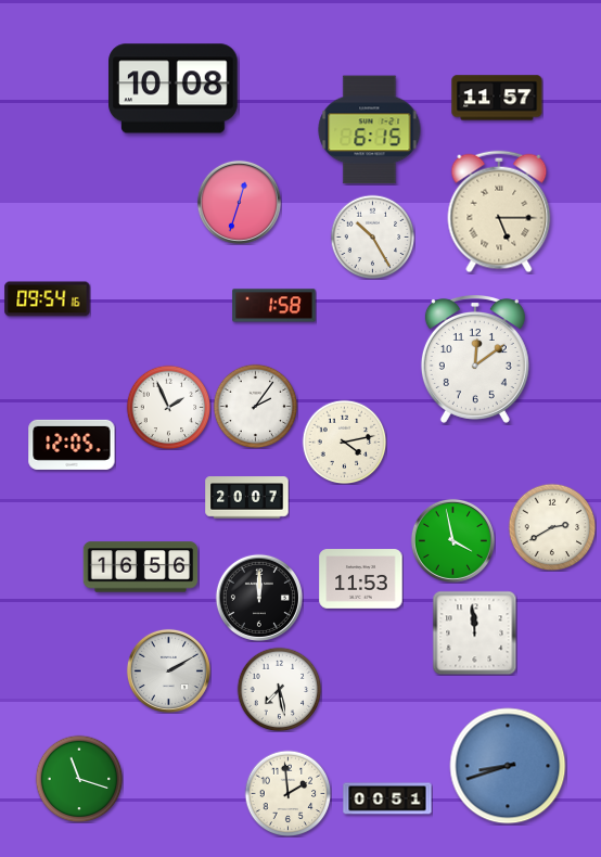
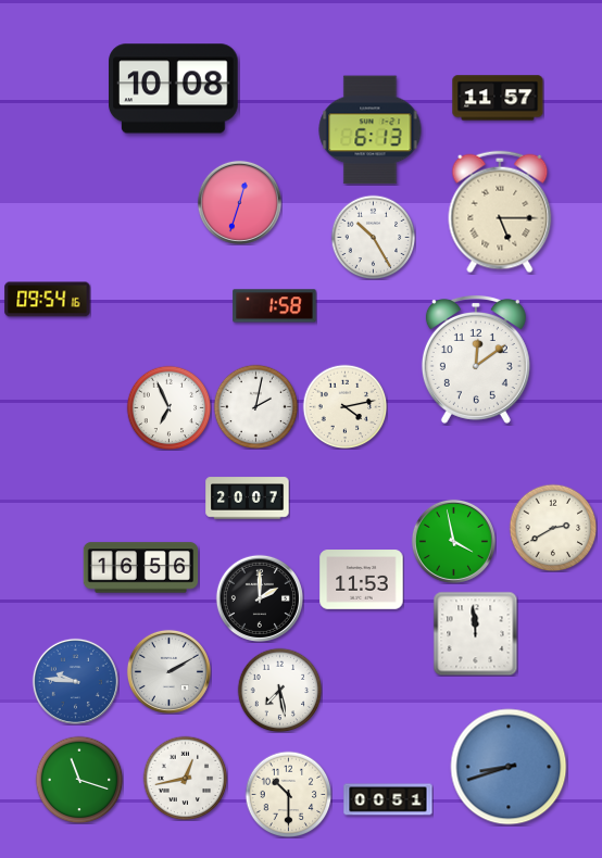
clock at (370, 130): 6:15 -> 6:13
clock at (255, 406): 2:06 -> 2:02
clock at (168, 407): 1:56 -> 6:56
clock at (344, 442) position: (344, 442) -> (344, 406)
clock at (72, 445): 12:05 -> none
clock at (259, 598): 12:00 -> 2:00
clock at (75, 681): none -> 9:46
clock at (185, 778): none -> 12:43
clock at (287, 793): 1:59 -> 10:30
